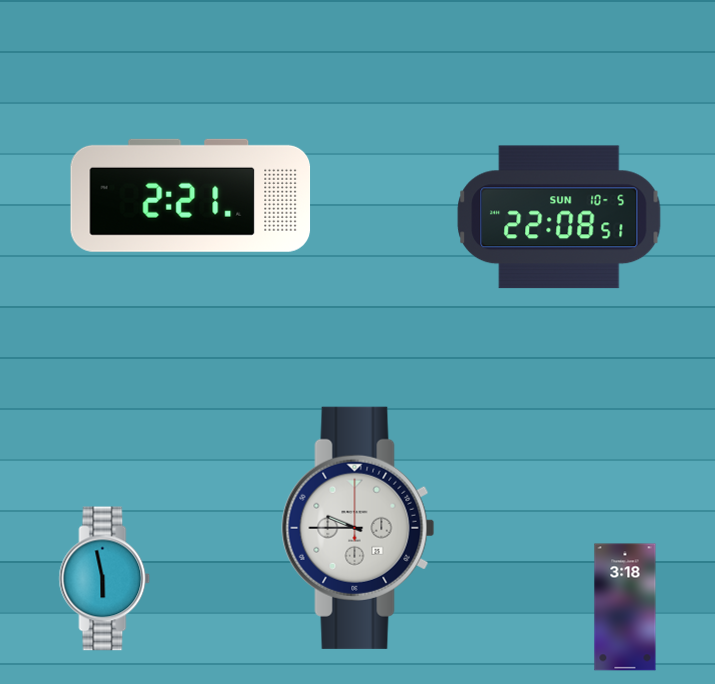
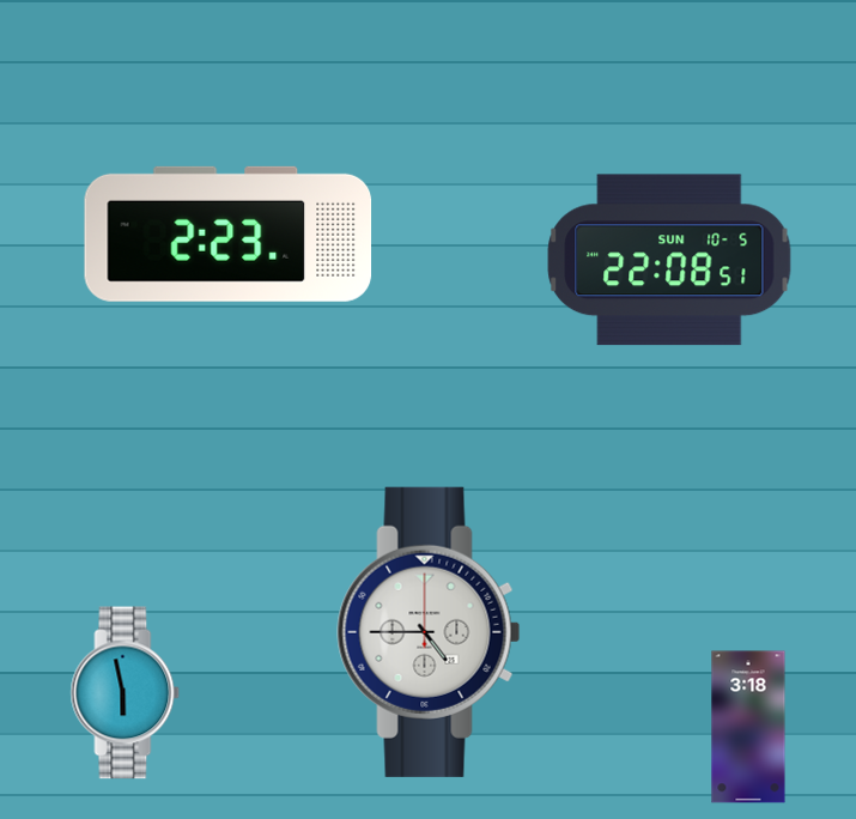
clock at (191, 195): 2:21 -> 2:23
clock at (358, 528): 9:45 -> 4:45
